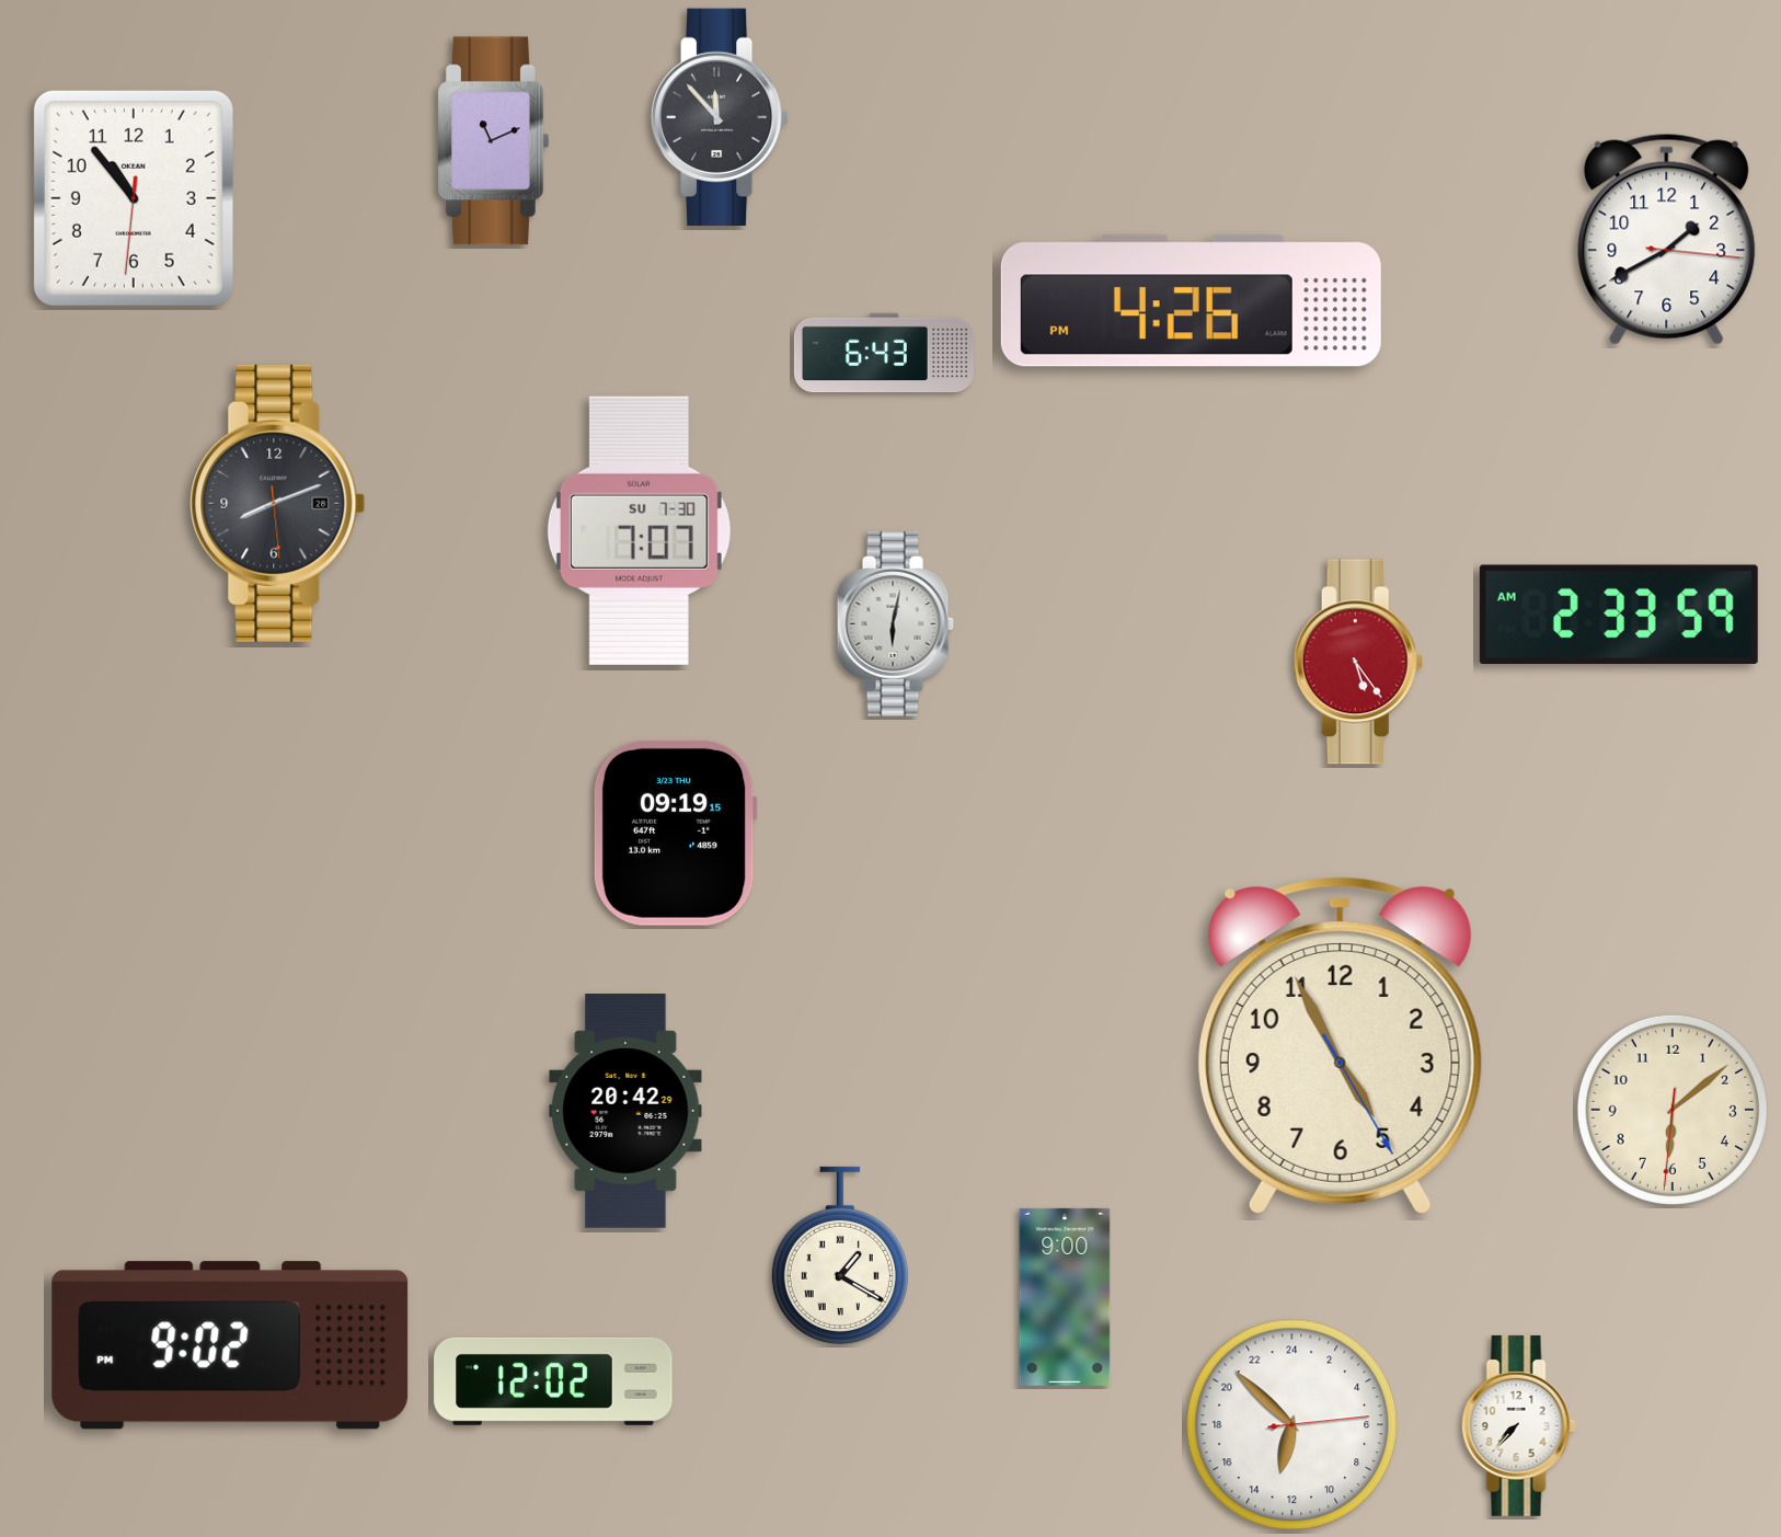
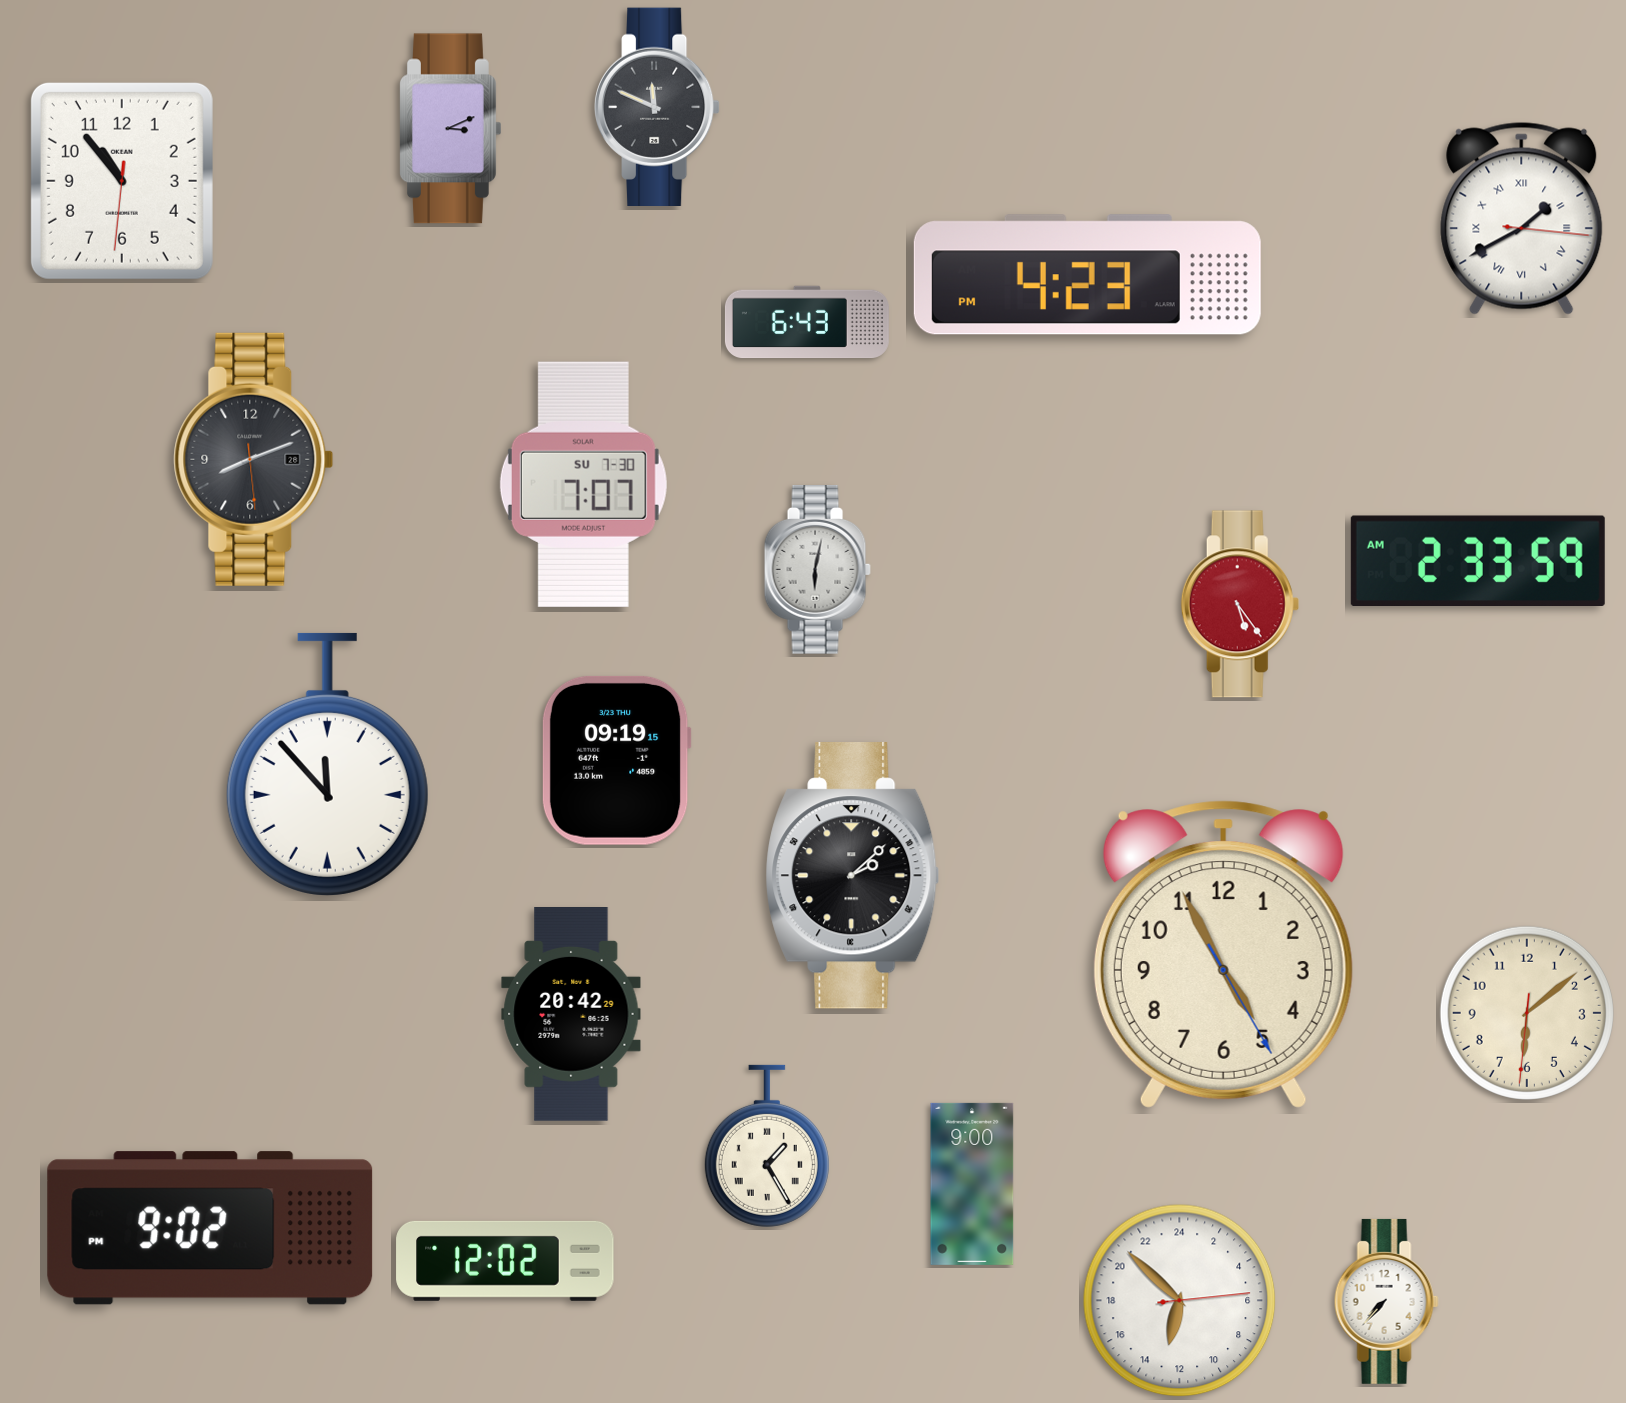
clock at (720, 116): 11:53 -> 11:49
clock at (493, 141): 11:11 -> 3:11
clock at (1667, 239) numerals: Arabic -> Roman
clock at (1191, 301): 4:26 -> 4:23
clock at (327, 764): none -> 11:53
clock at (853, 876): none -> 2:08
clock at (840, 1255): 1:20 -> 1:25
